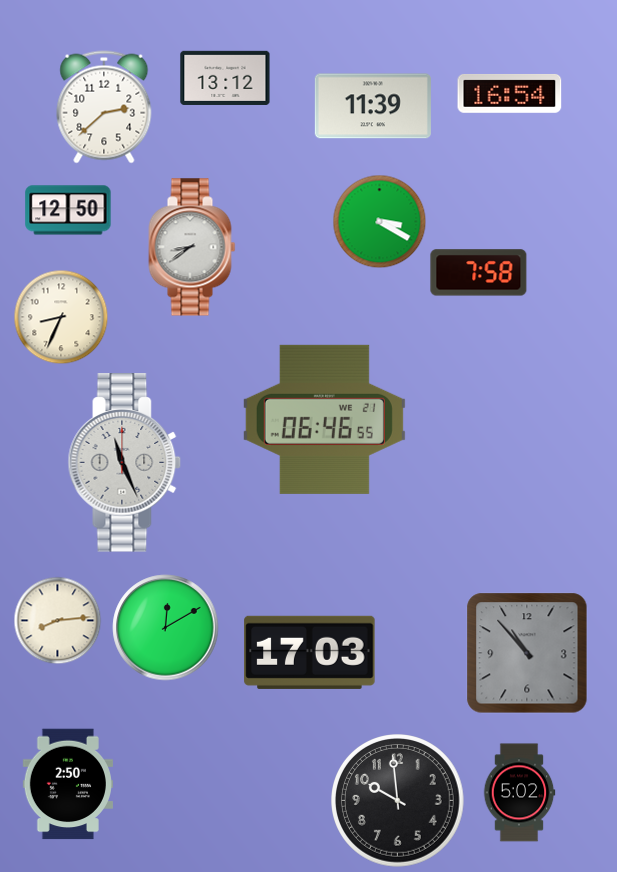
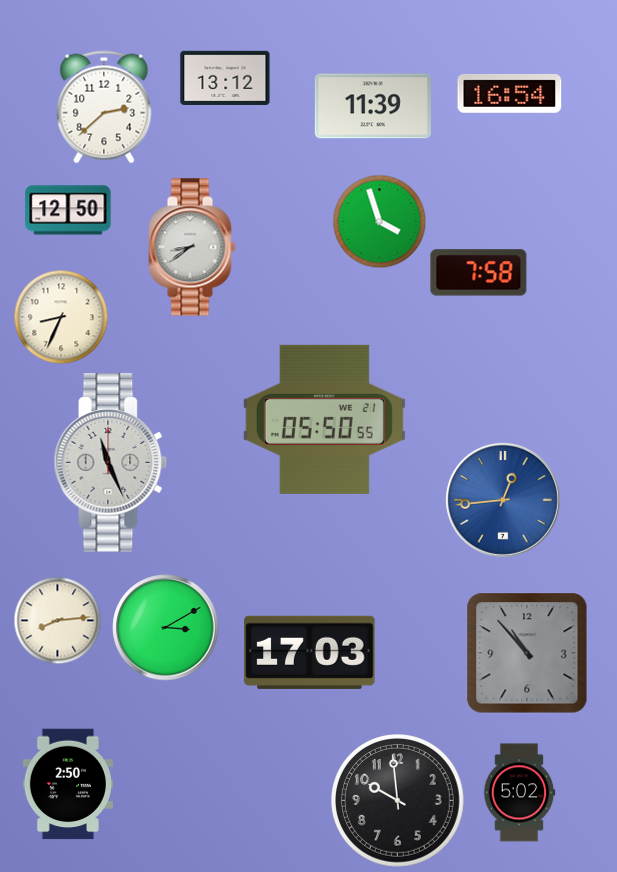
clock at (379, 221): 3:20 -> 3:57
clock at (324, 419): 06:46 -> 05:50
clock at (125, 463) position: (125, 463) -> (111, 463)
clock at (503, 500): none -> 12:44
clock at (166, 628): 12:10 -> 3:10
